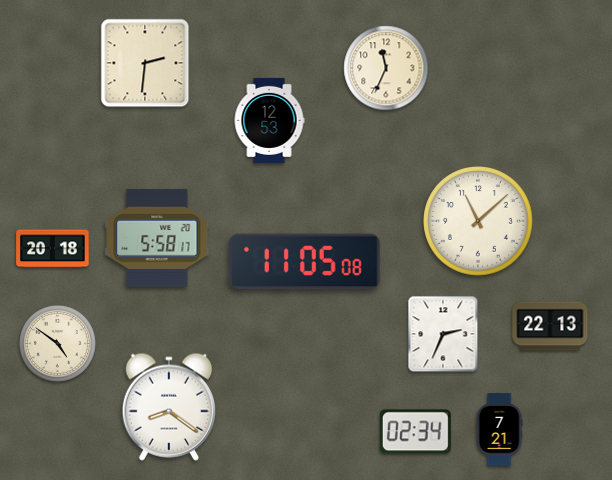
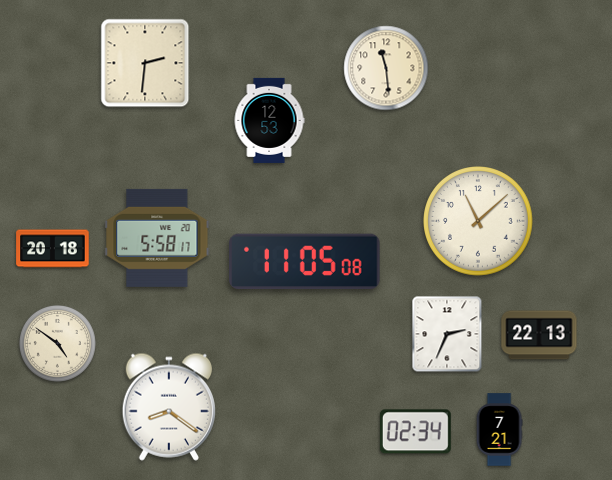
clock at (386, 68): 11:34 -> 11:29
clock at (550, 326) position: (550, 326) -> (539, 335)
clock at (443, 334) position: (443, 334) -> (447, 334)
